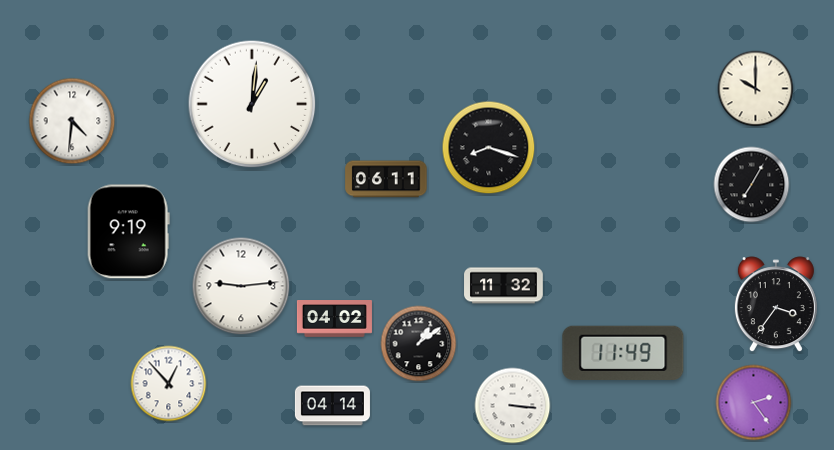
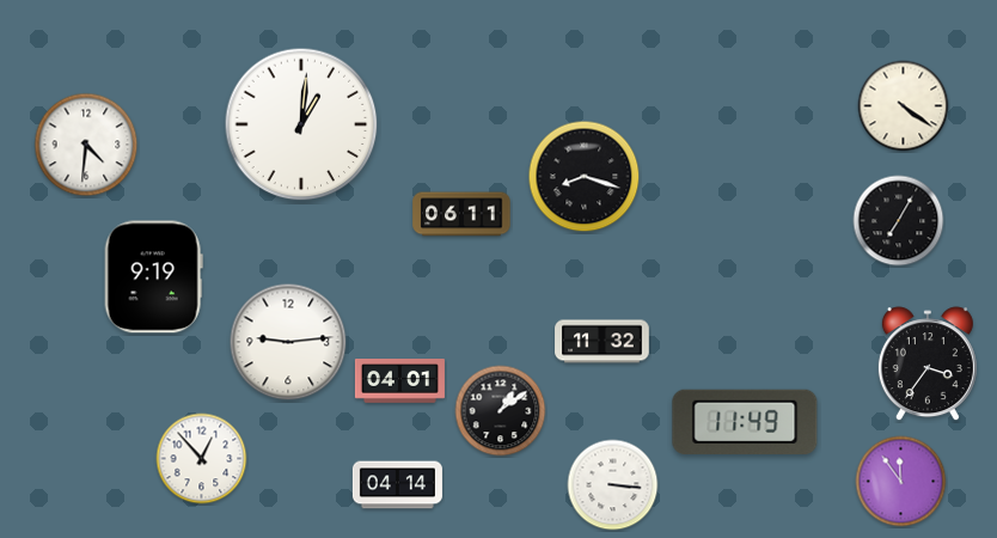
clock at (756, 89): 10:00 -> 4:21
clock at (334, 319): 04:02 -> 04:01
clock at (754, 403): 2:24 -> 11:54
